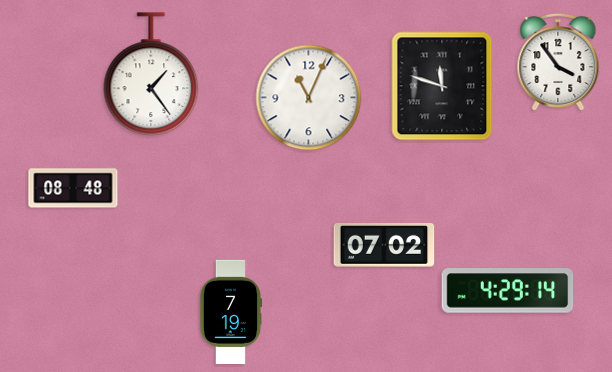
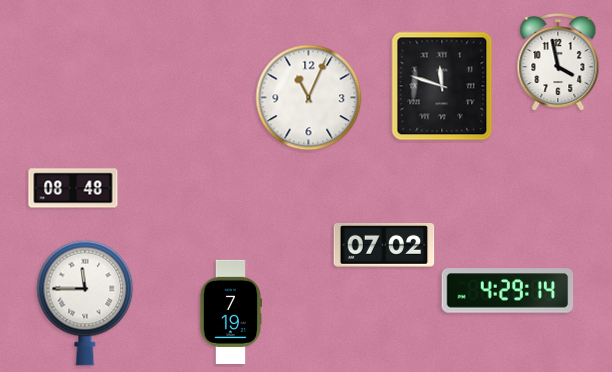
clock at (558, 61): 3:54 -> 3:58
clock at (151, 74): 1:24 -> none
clock at (85, 303): none -> 11:45
